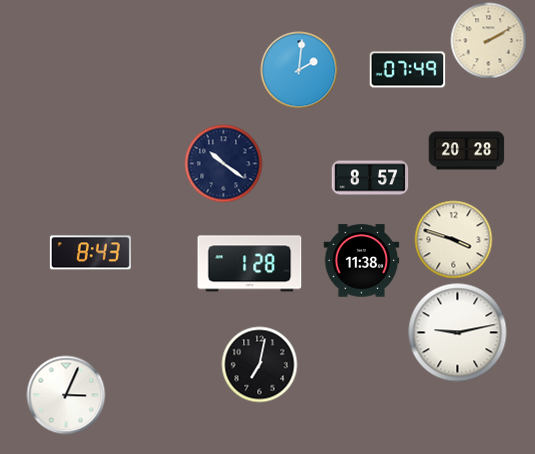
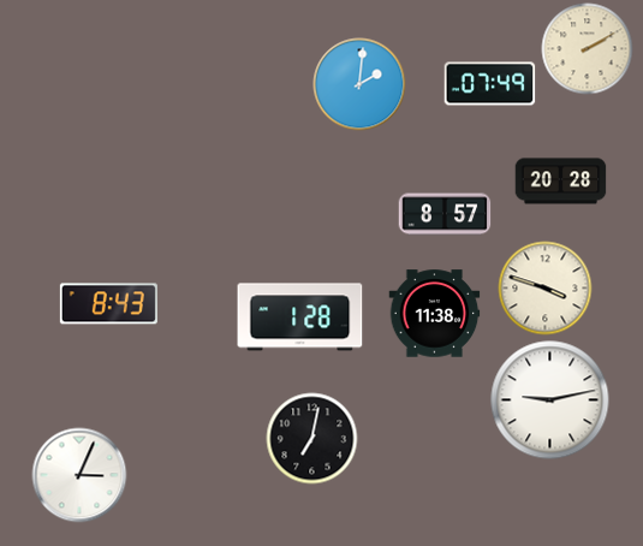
clock at (224, 164): 10:21 -> none
